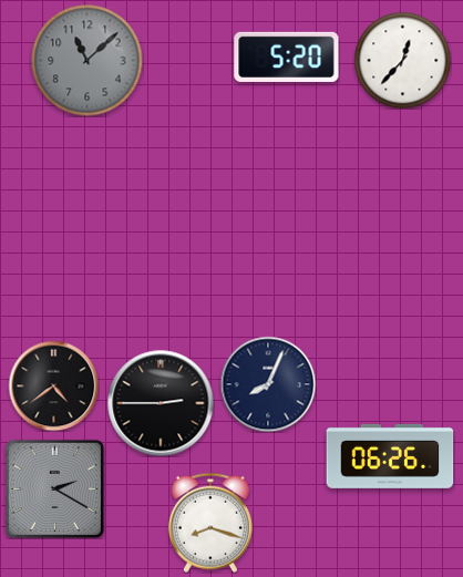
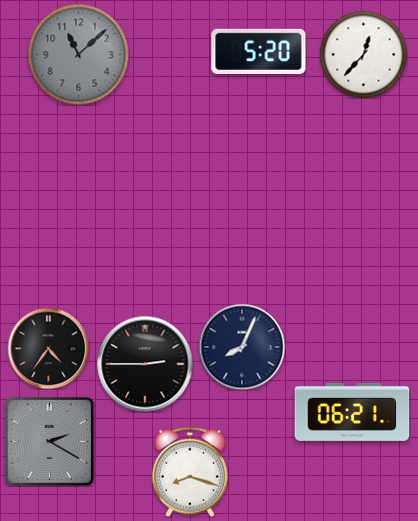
clock at (53, 385): 4:39 -> 4:36
clock at (390, 456): 06:26 -> 06:21
